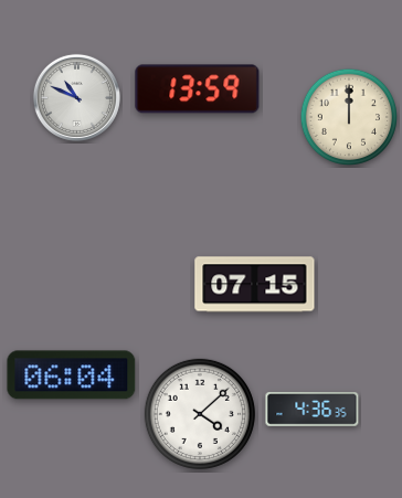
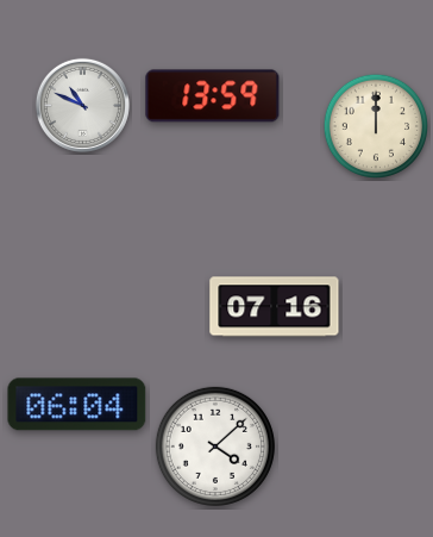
clock at (255, 285): 07:15 -> 07:16
clock at (313, 410): 4:36 -> none
